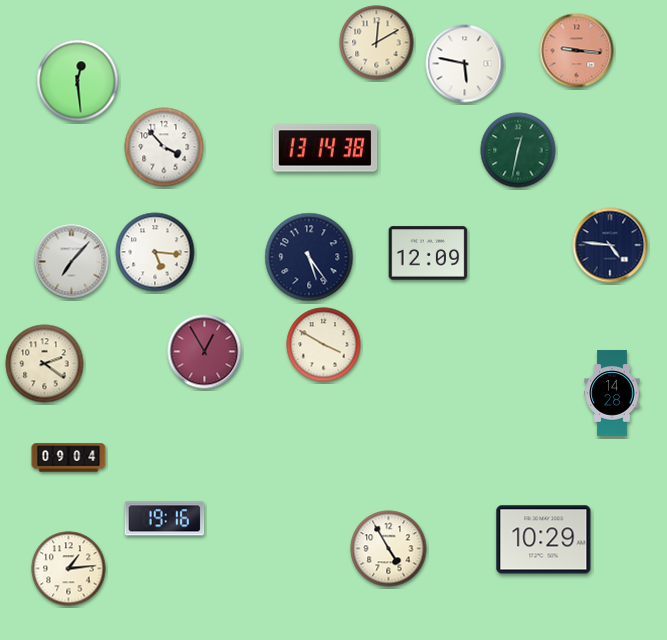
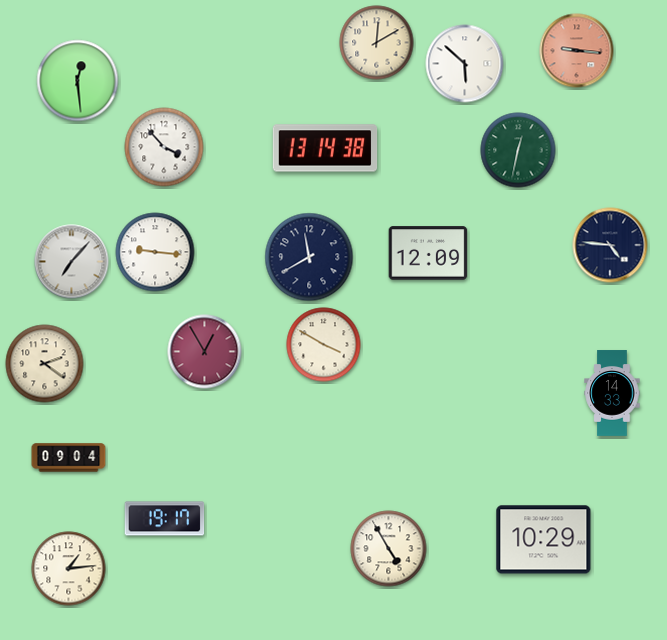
clock at (465, 64): 5:47 -> 5:52
clock at (155, 252): 5:16 -> 9:16
clock at (309, 257): 5:24 -> 11:40
clock at (612, 393): 14:28 -> 14:33
clock at (165, 519): 19:16 -> 19:17
